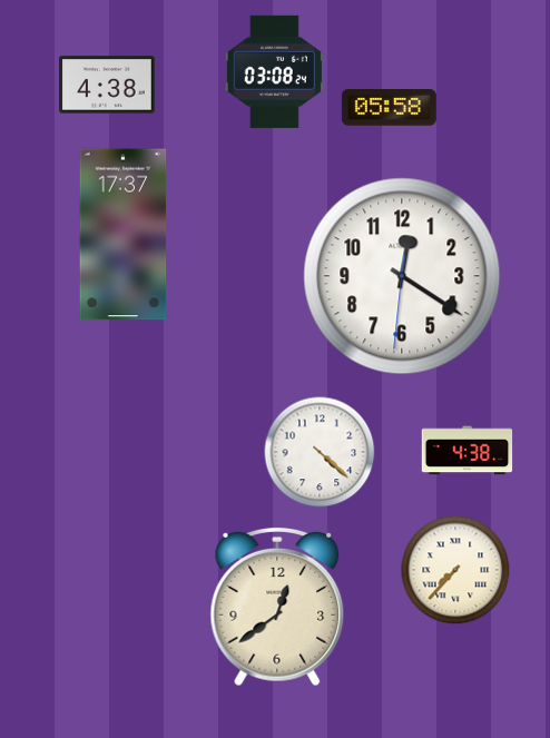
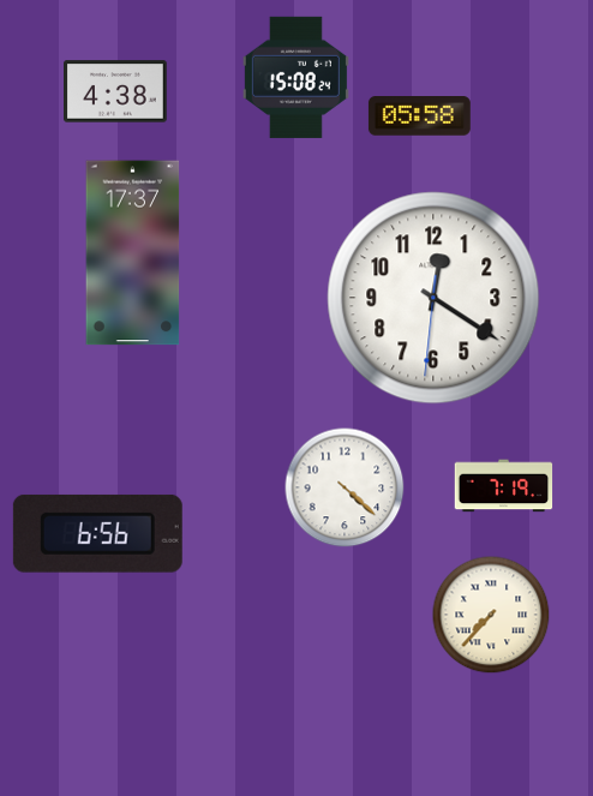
clock at (274, 71): 03:08 -> 15:08
clock at (468, 451): 4:38 -> 7:19
clock at (97, 533): none -> 6:56
clock at (277, 607): 12:39 -> none
